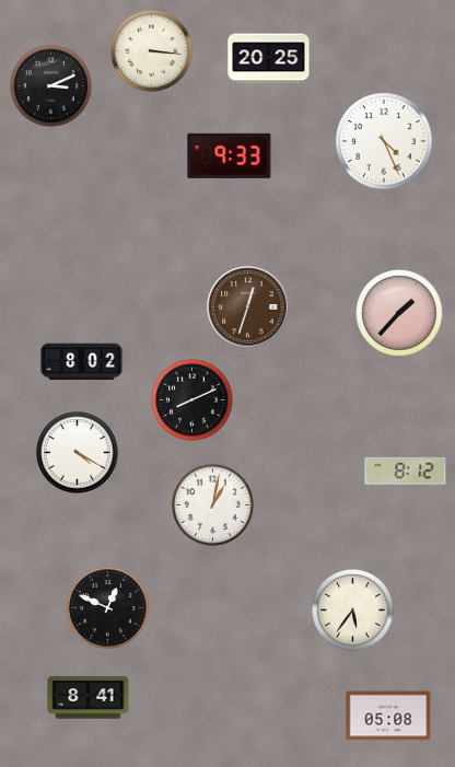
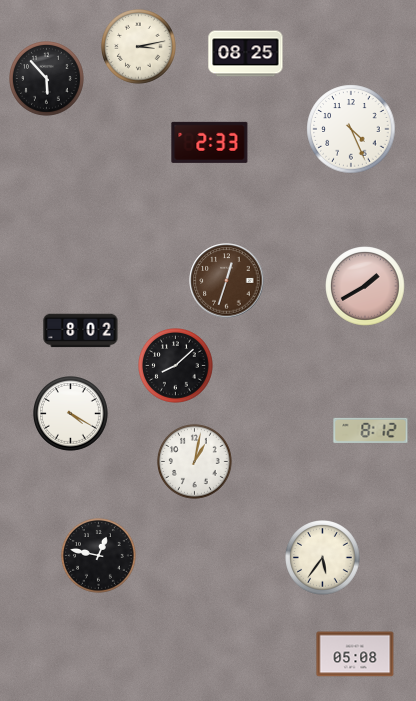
clock at (152, 51): 3:16 -> 3:13
clock at (269, 59): 20:25 -> 08:25
clock at (51, 86): 3:11 -> 5:53
clock at (230, 155): 9:33 -> 2:33
clock at (399, 313): 1:37 -> 1:40
clock at (82, 362) position: (82, 362) -> (81, 331)
clock at (192, 400): 8:11 -> 8:08
clock at (108, 608): 12:49 -> 12:47
clock at (89, 698): 8:41 -> none
